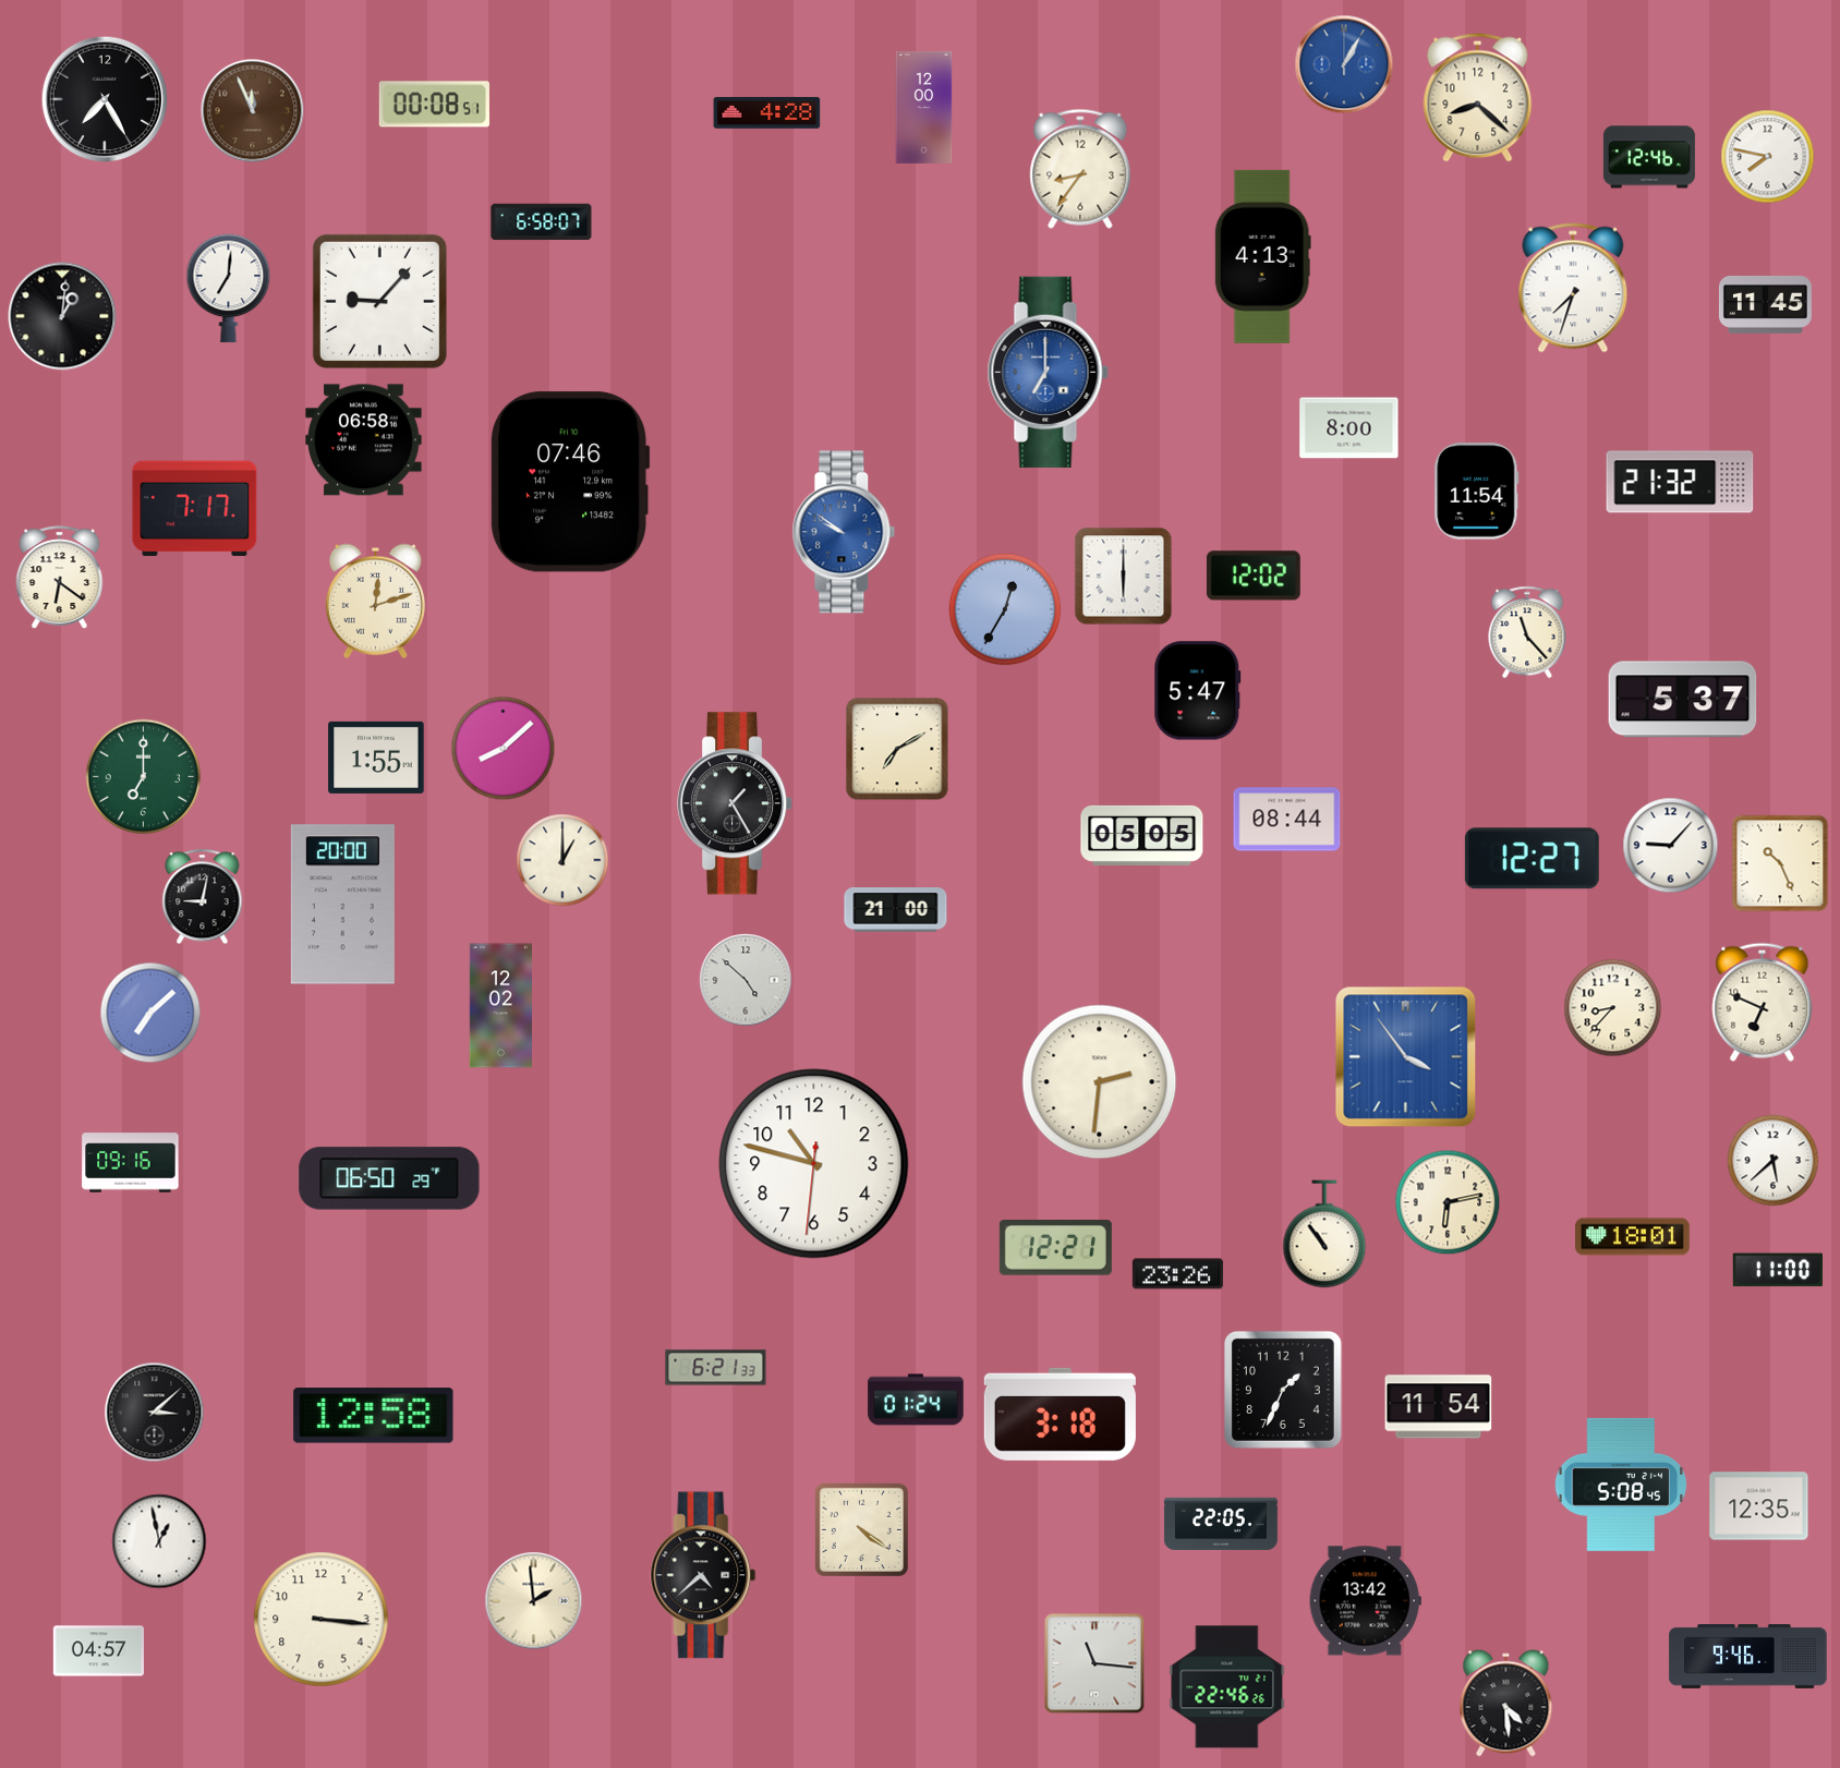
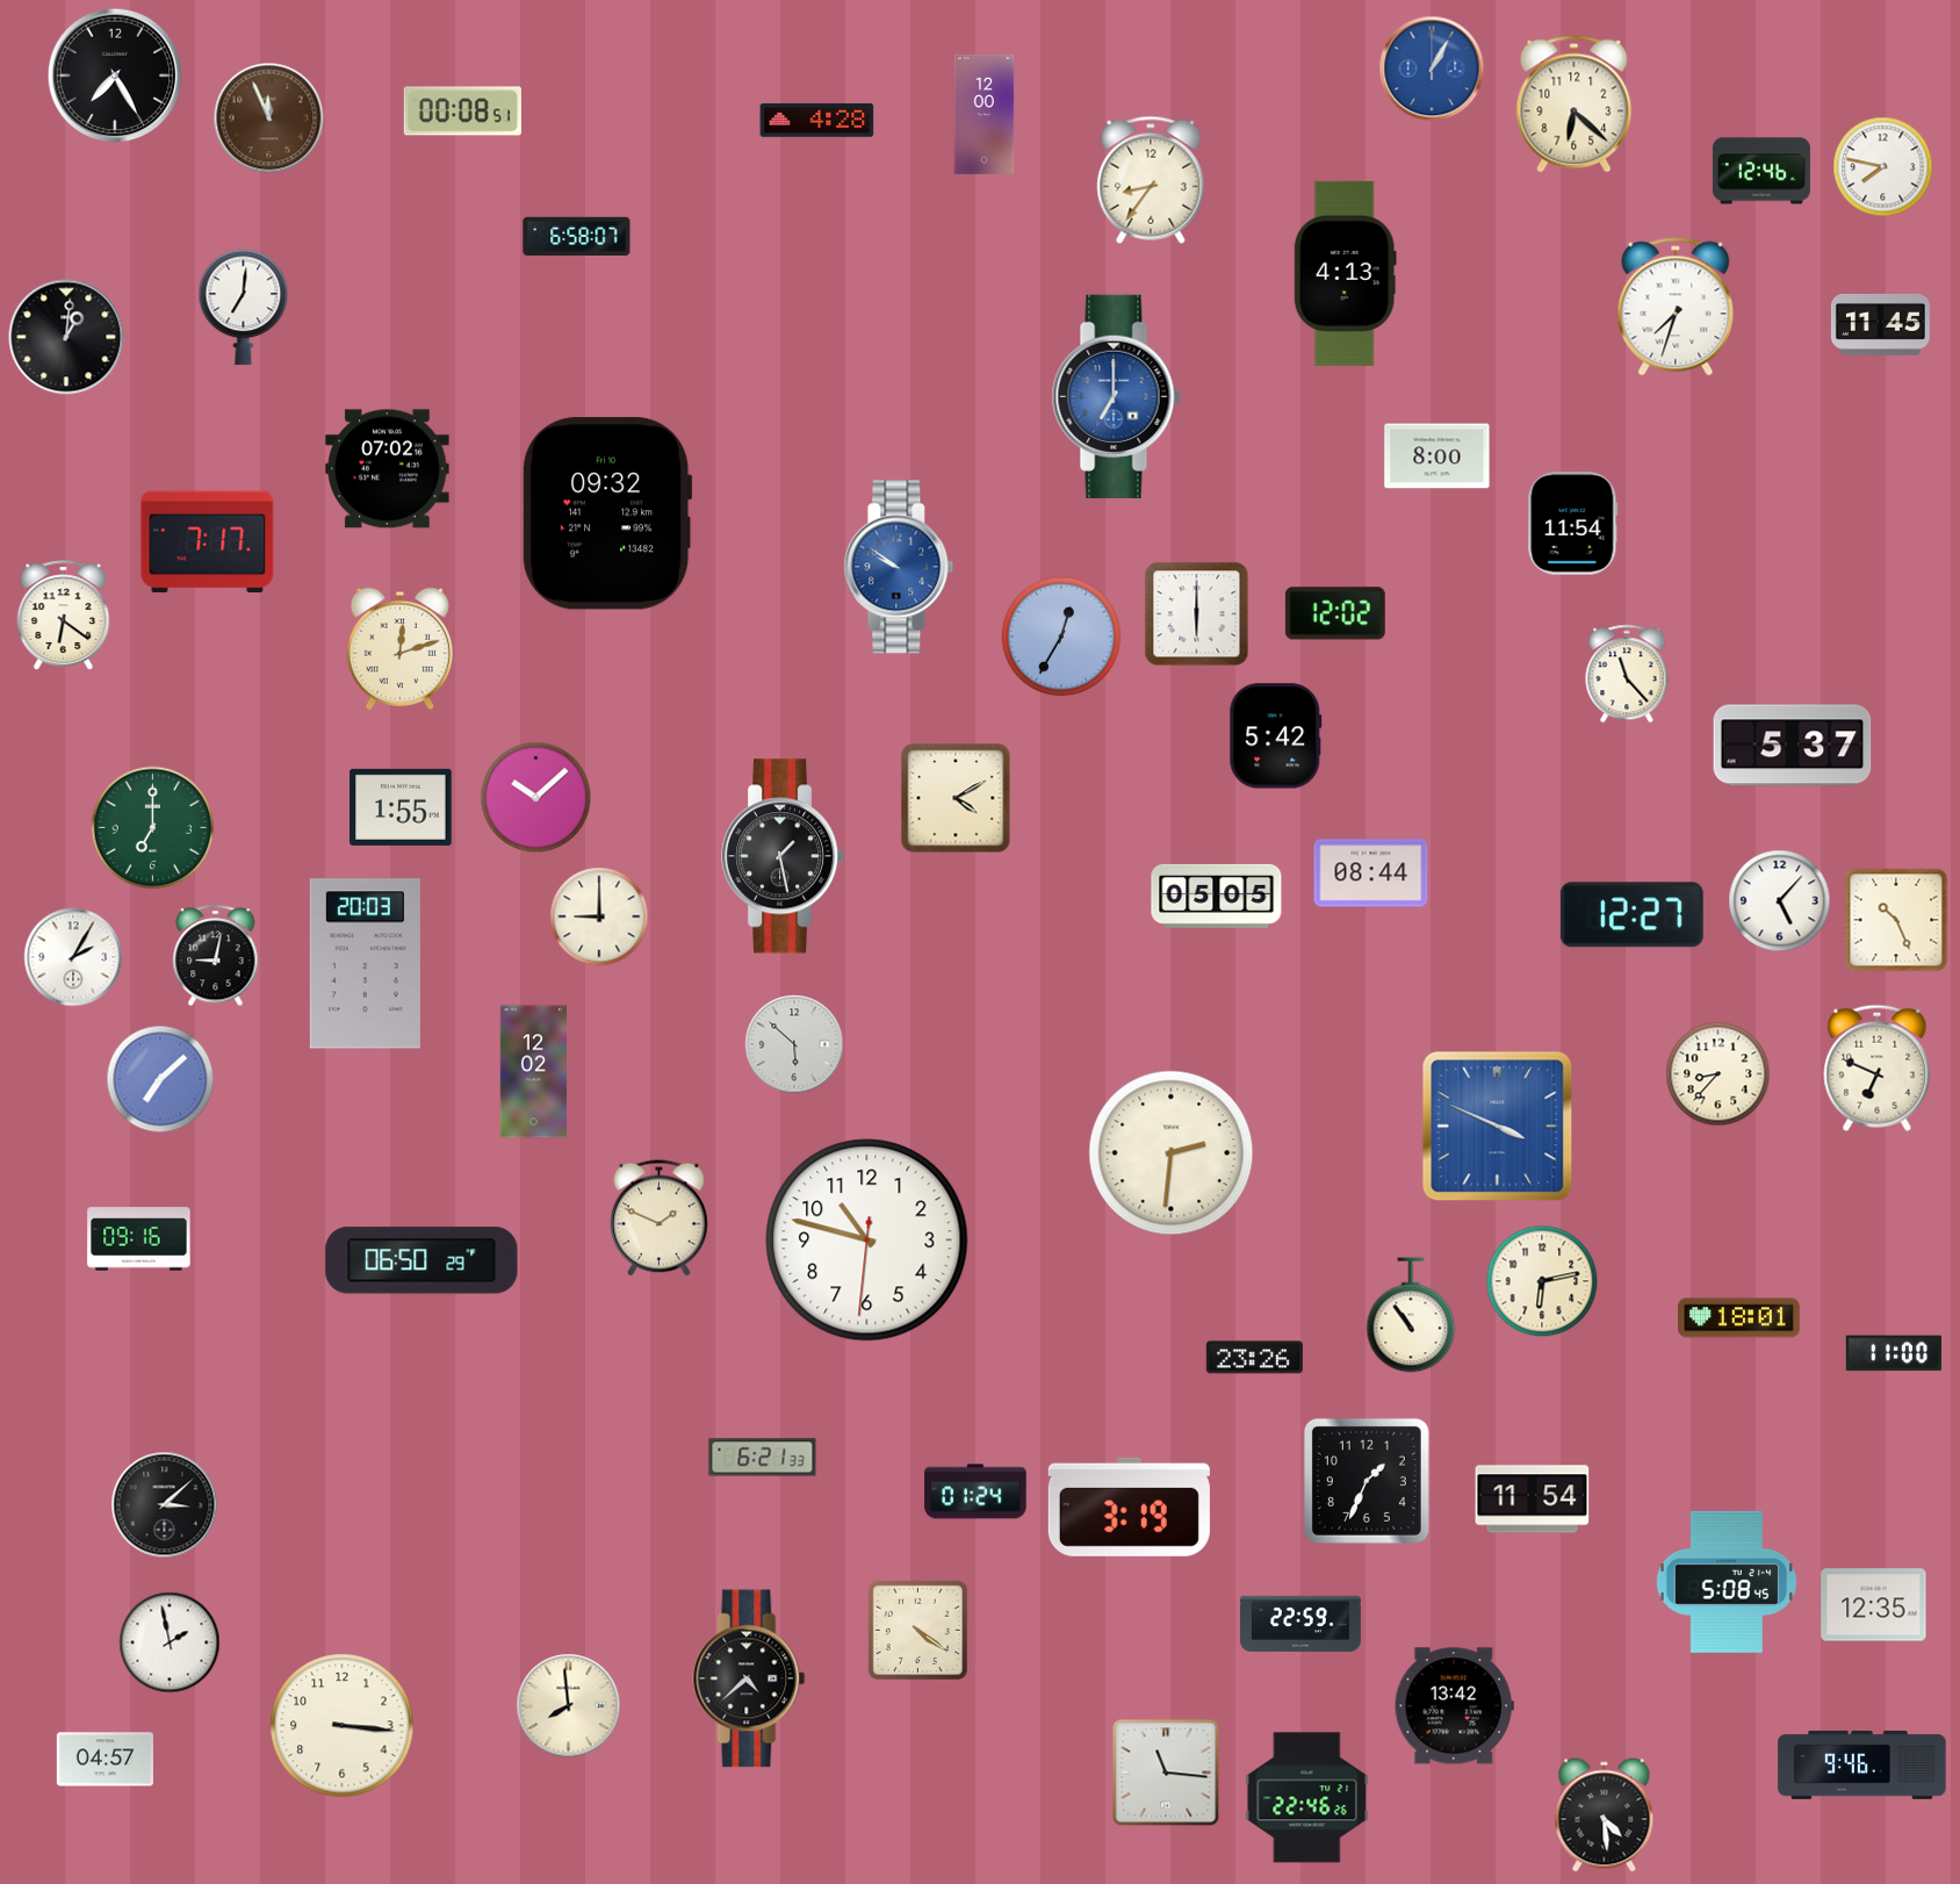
clock at (1478, 98): 8:22 -> 6:22
clock at (105, 99) position: (105, 99) -> (115, 75)
clock at (1649, 157) position: (1649, 157) -> (1761, 171)
clock at (379, 301): 9:07 -> none
clock at (364, 440): 06:58 -> 07:02
clock at (570, 482): 07:46 -> 09:32
clock at (1680, 482): 21:32 -> none
clock at (375, 601) position: (375, 601) -> (399, 648)
clock at (1005, 609) position: (1005, 609) -> (1061, 637)
clock at (1198, 691): 5:47 -> 5:42
clock at (504, 749): 8:08 -> 10:08
clock at (897, 749): 7:10 -> 4:10
clock at (736, 803): 1:25 -> 1:28
clock at (1142, 835) position: (1142, 835) -> (1217, 896)
clock at (1671, 846): 9:07 -> 5:07
clock at (562, 860): 1:00 -> 9:00
clock at (73, 957): none -> 2:05
clock at (342, 905): 20:00 -> 20:03
clock at (896, 910): 21:00 -> none
clock at (746, 980): 4:52 -> 5:52
clock at (1406, 1057): 3:54 -> 3:49
clock at (660, 1218): none -> 1:49
clock at (1774, 1161): 5:38 -> none
clock at (389, 1178) position: (389, 1178) -> (421, 1260)
clock at (1055, 1248): 12:21 -> none
clock at (1060, 1414): 3:18 -> 3:19
clock at (374, 1416): 12:58 -> none
clock at (1221, 1524): 22:05 -> 22:59
clock at (159, 1541): 12:58 -> 1:58
clock at (534, 1601): 1:59 -> 7:59
